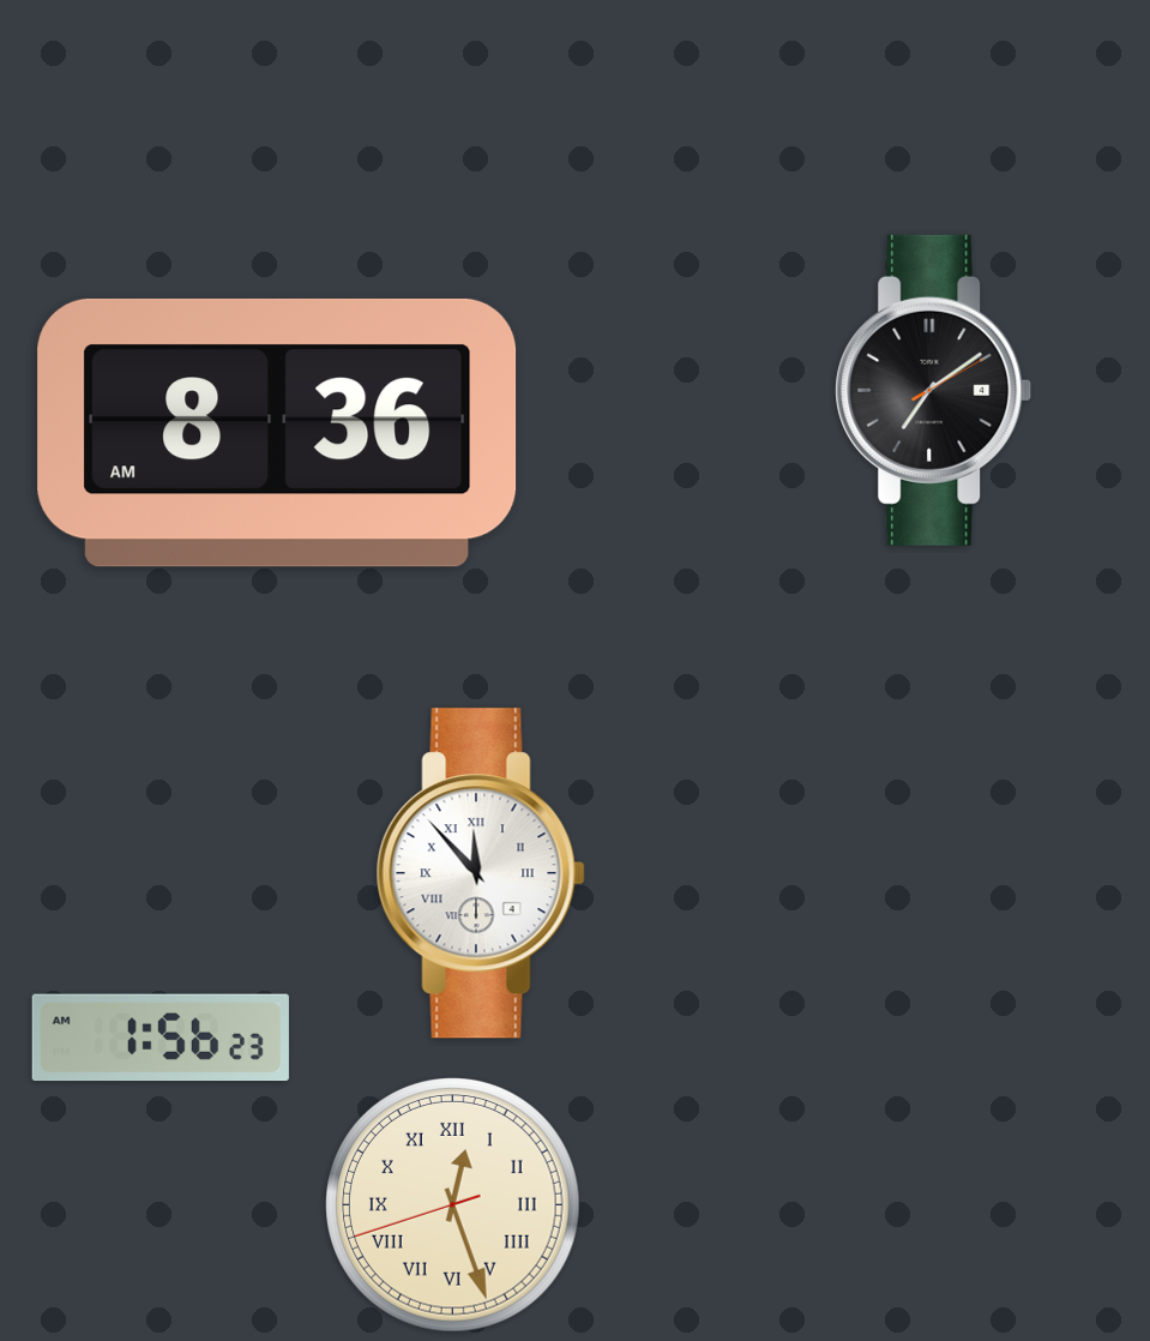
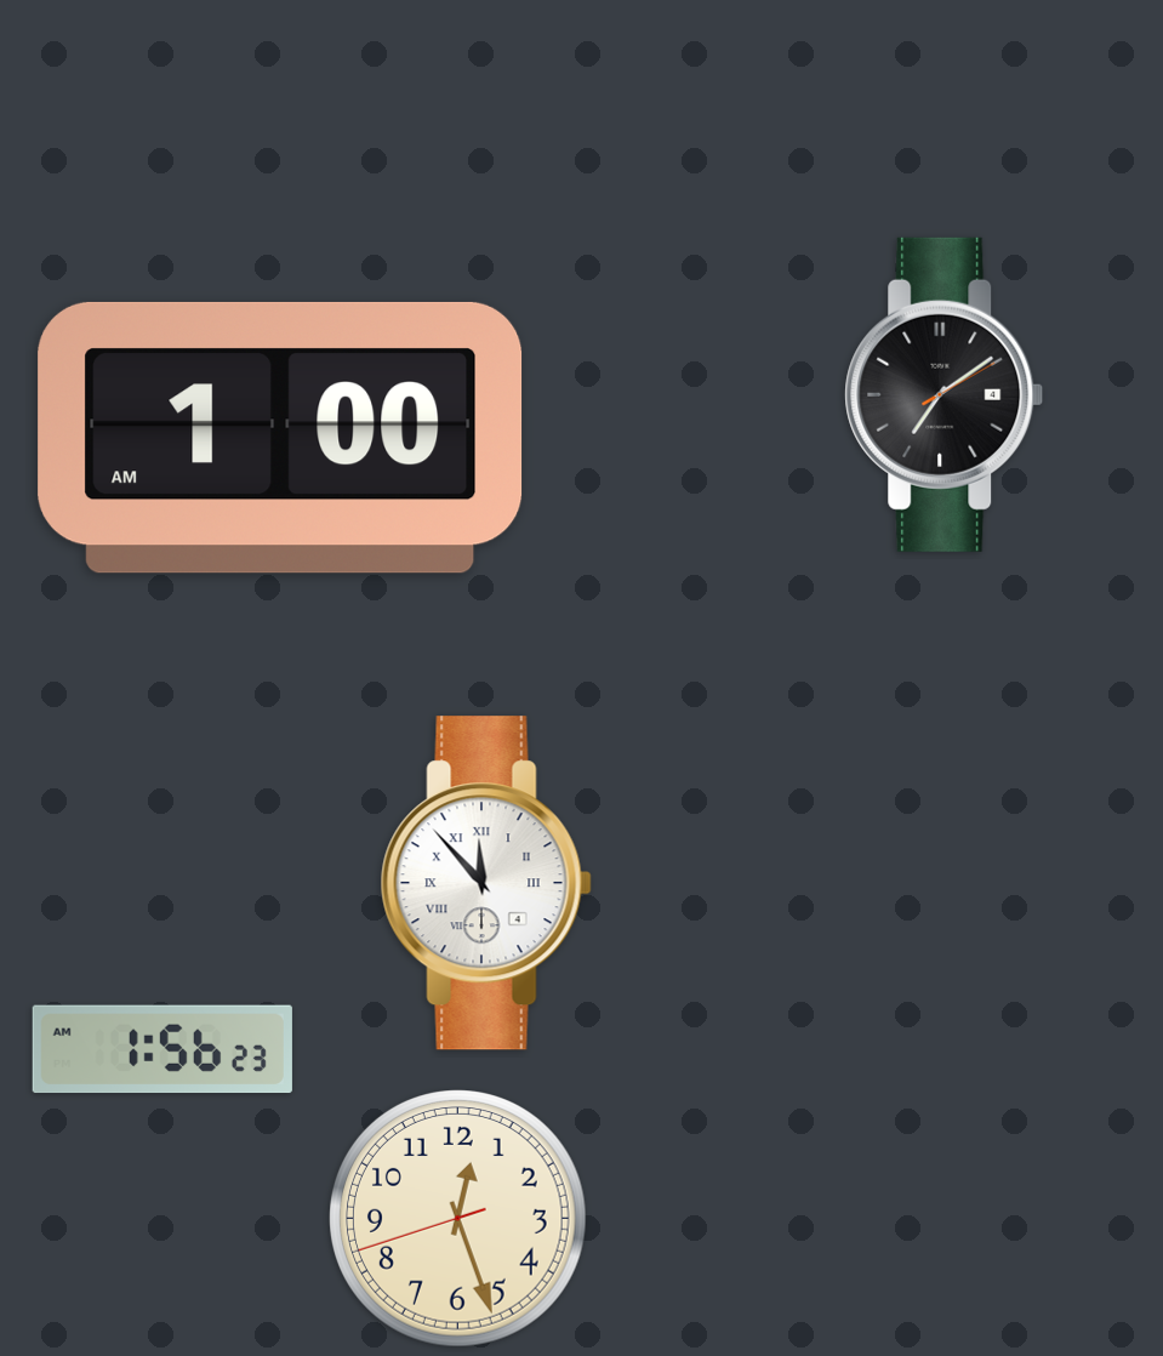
clock at (277, 433): 8:36 -> 1:00
clock at (453, 1205) numerals: Roman -> Arabic
